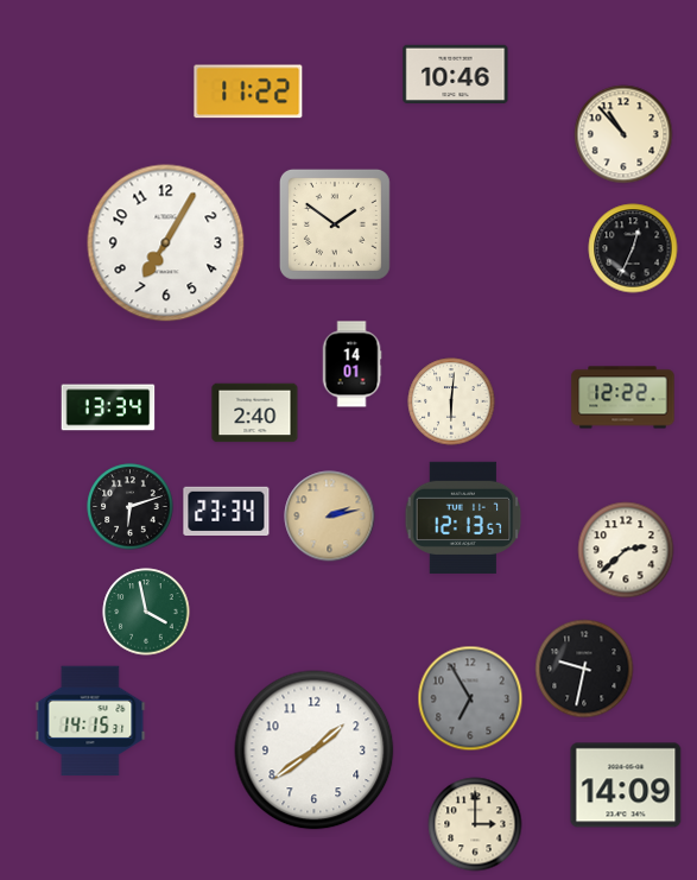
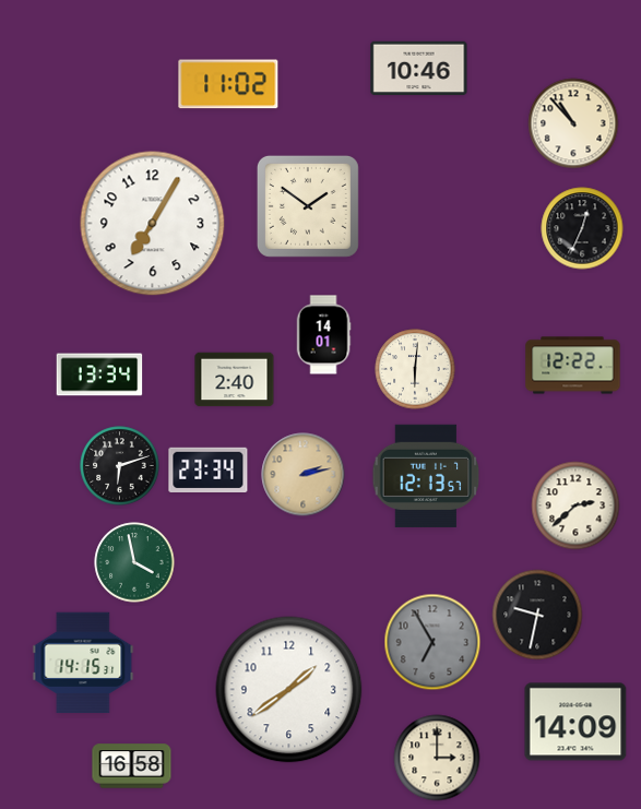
clock at (248, 91): 11:22 -> 11:02
clock at (132, 766): none -> 16:58
